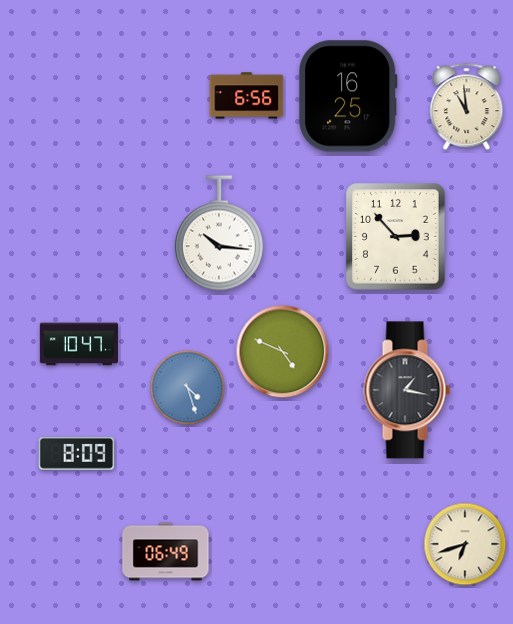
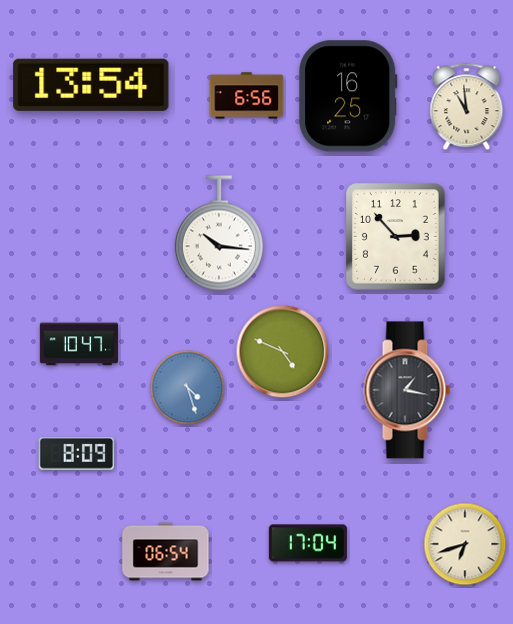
clock at (91, 85): none -> 13:54
clock at (308, 543): none -> 17:04
clock at (166, 552): 06:49 -> 06:54
